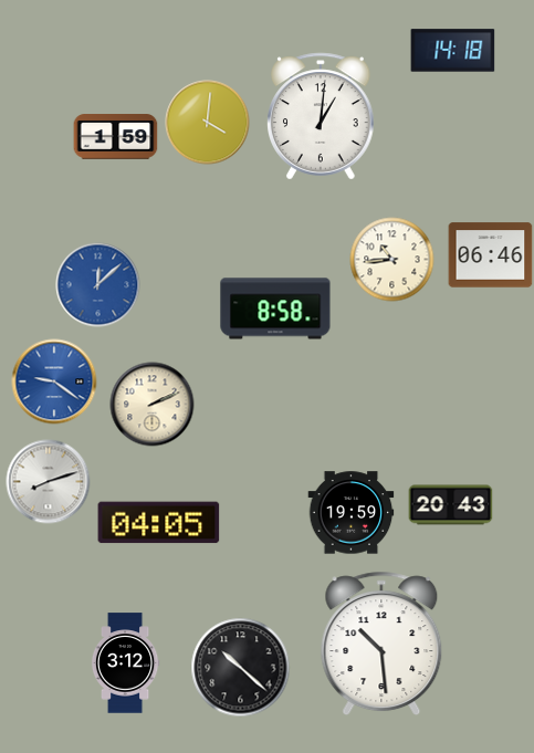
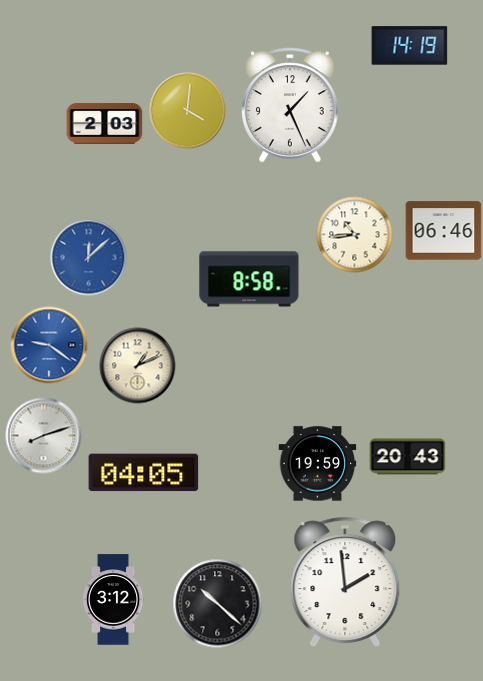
clock at (453, 51): 14:18 -> 14:19
clock at (321, 116): 1:01 -> 1:26
clock at (116, 137): 1:59 -> 2:03
clock at (153, 405): 2:11 -> 1:11
clock at (381, 644): 10:29 -> 1:59
